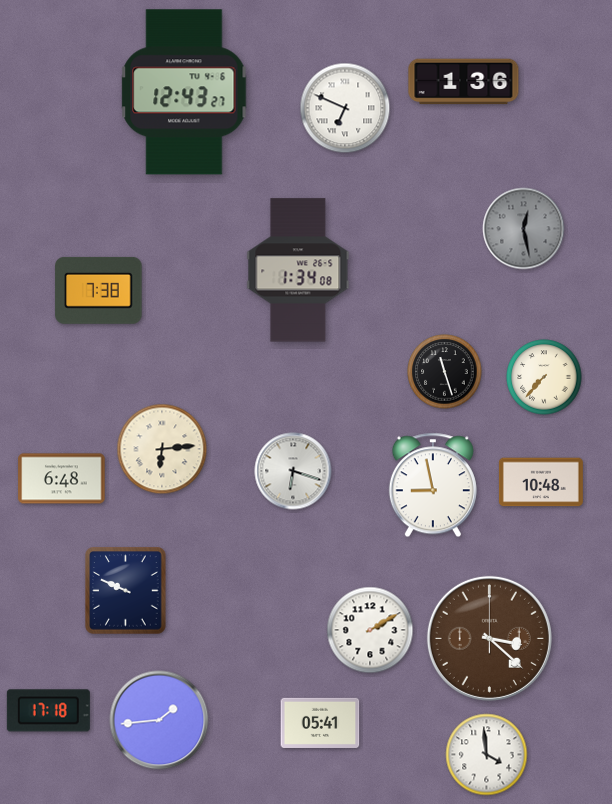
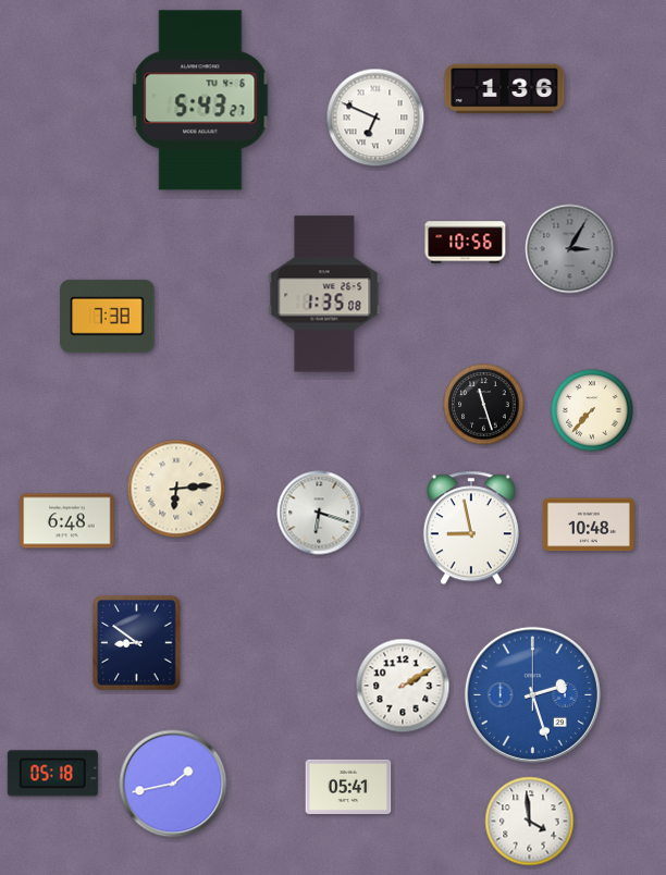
clock at (184, 92): 12:43 -> 5:43
clock at (466, 243): none -> 10:56
clock at (524, 229): 12:28 -> 3:05
clock at (298, 270): 1:34 -> 1:35
clock at (126, 591): 9:49 -> 8:51
clock at (489, 638): 3:22 -> 2:27
clock at (489, 638) dial: brown -> blue
clock at (48, 711): 17:18 -> 05:18
clock at (159, 720): 1:44 -> 1:43
